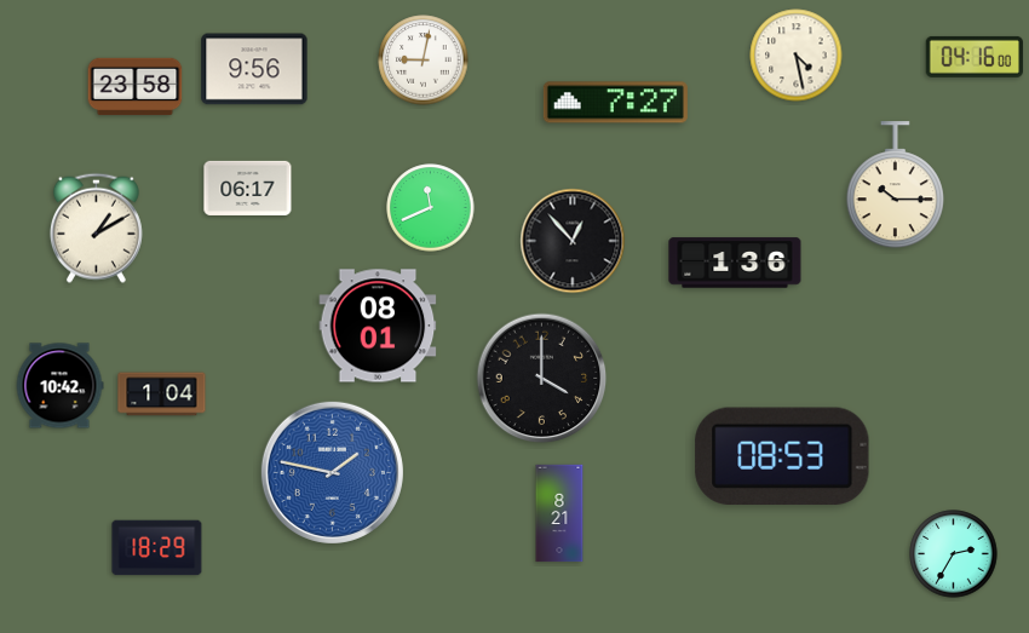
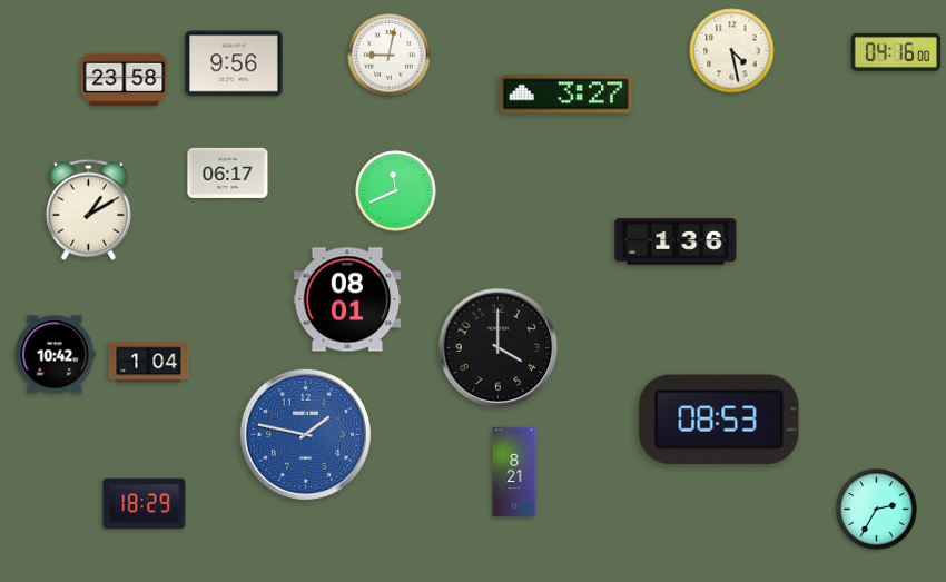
clock at (615, 103): 7:27 -> 3:27
clock at (895, 185): 10:15 -> none
clock at (573, 241): 12:53 -> none
